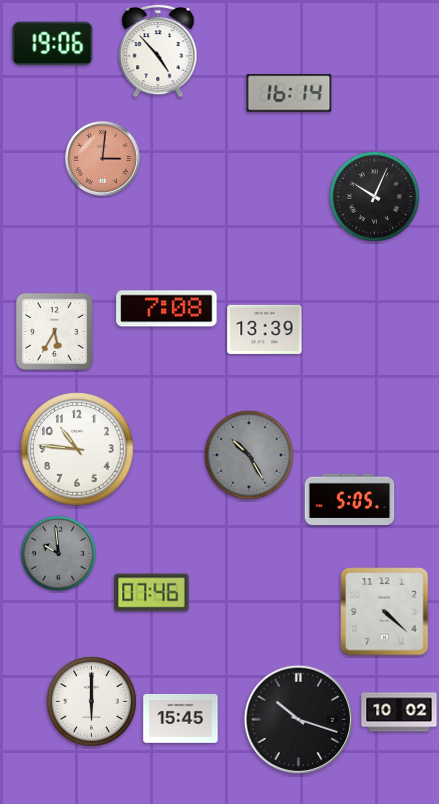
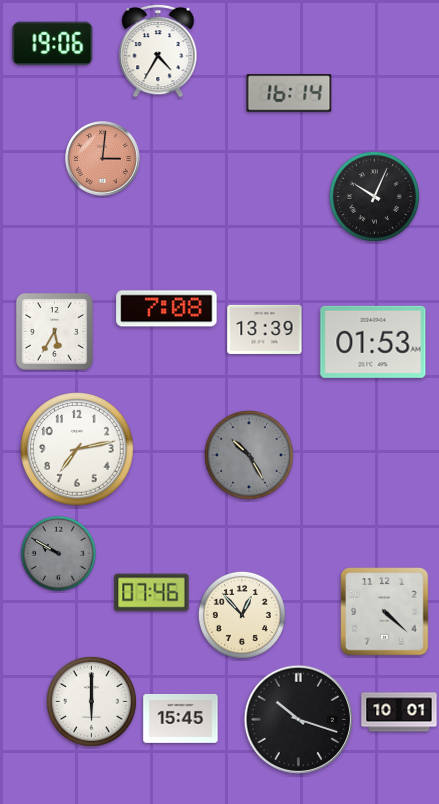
clock at (158, 51): 4:53 -> 4:35
clock at (373, 342): none -> 01:53
clock at (77, 449): 10:46 -> 7:13
clock at (350, 500): 5:05 -> none
clock at (58, 553): 9:59 -> 9:50
clock at (242, 615): none -> 12:53
clock at (399, 712): 10:02 -> 10:01
